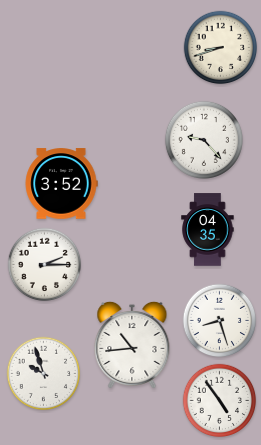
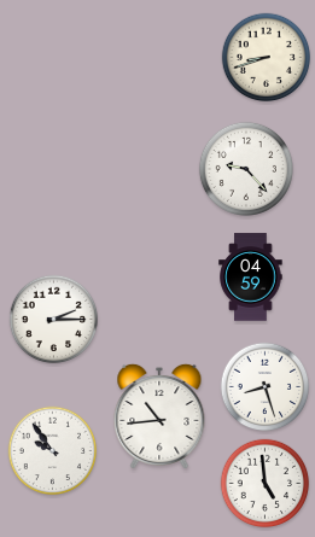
clock at (61, 184): 3:52 -> none
clock at (208, 230): 04:35 -> 04:59
clock at (44, 374): 9:57 -> 9:54
clock at (220, 401): 4:54 -> 4:59
